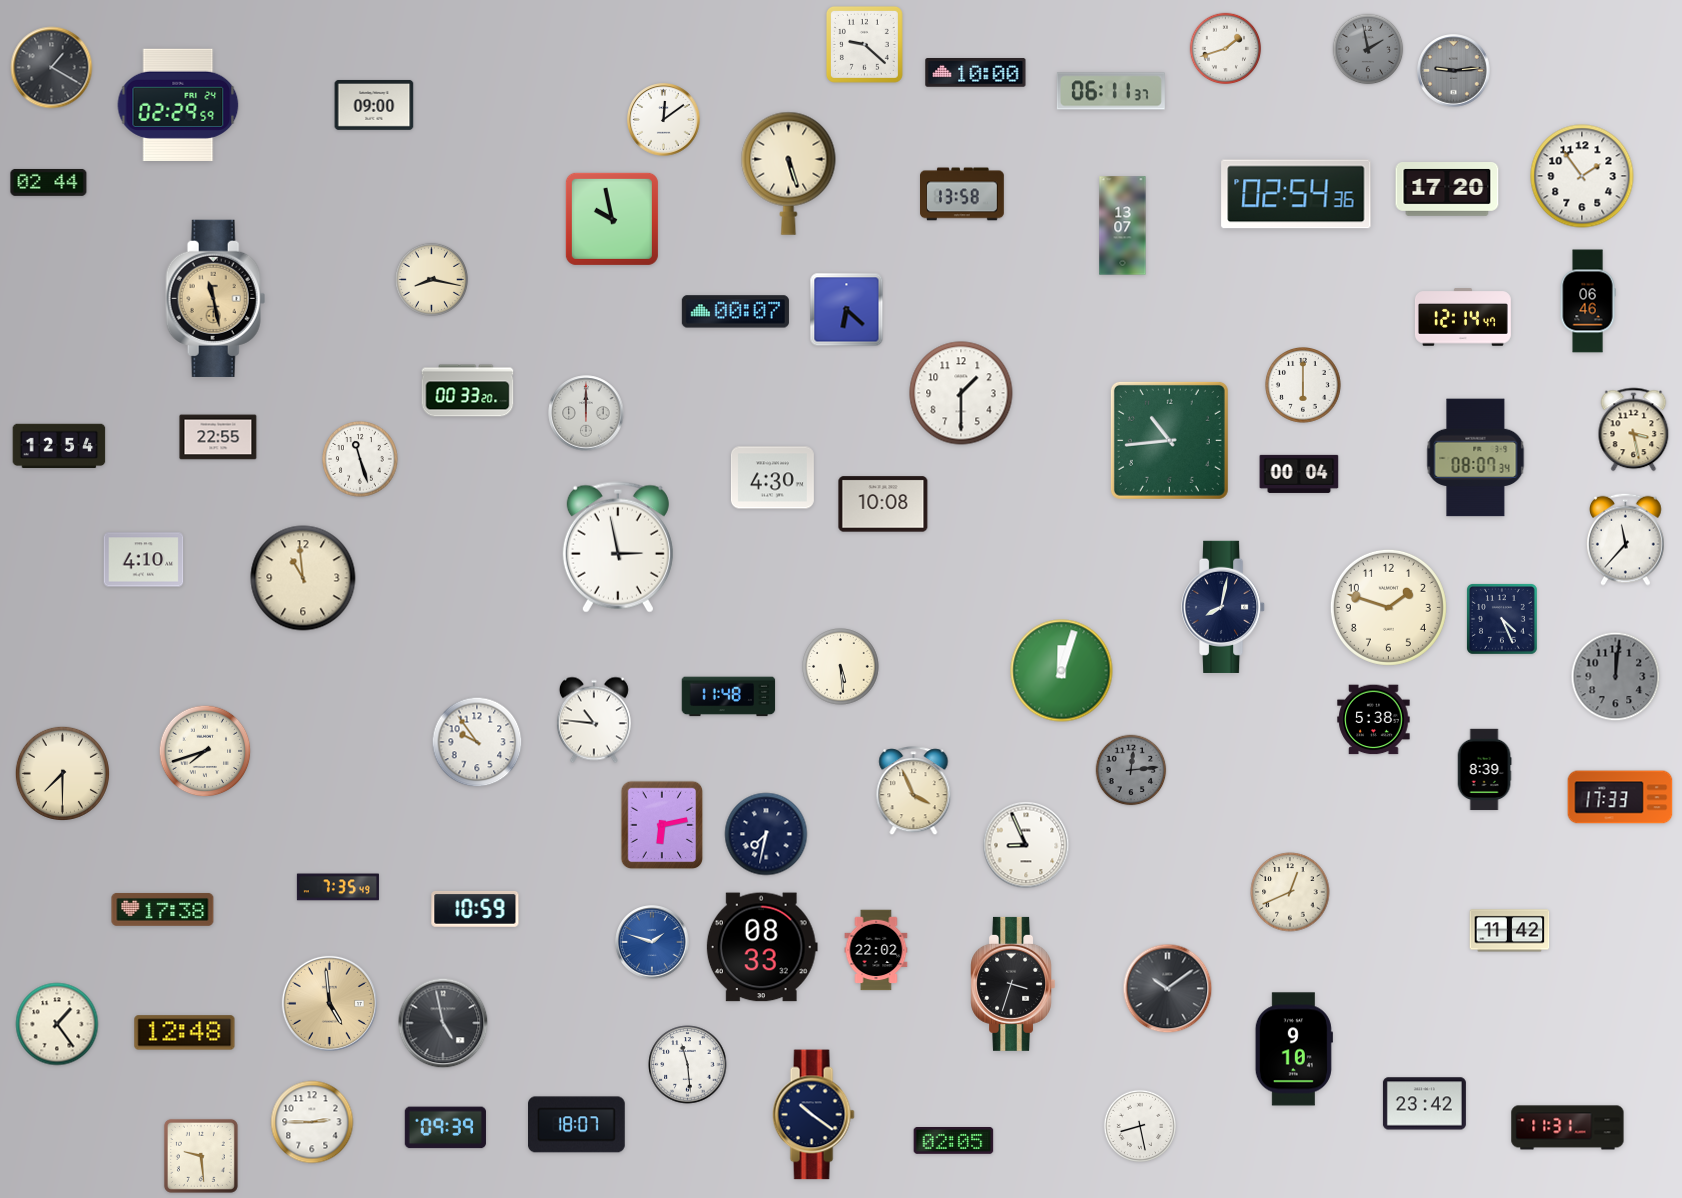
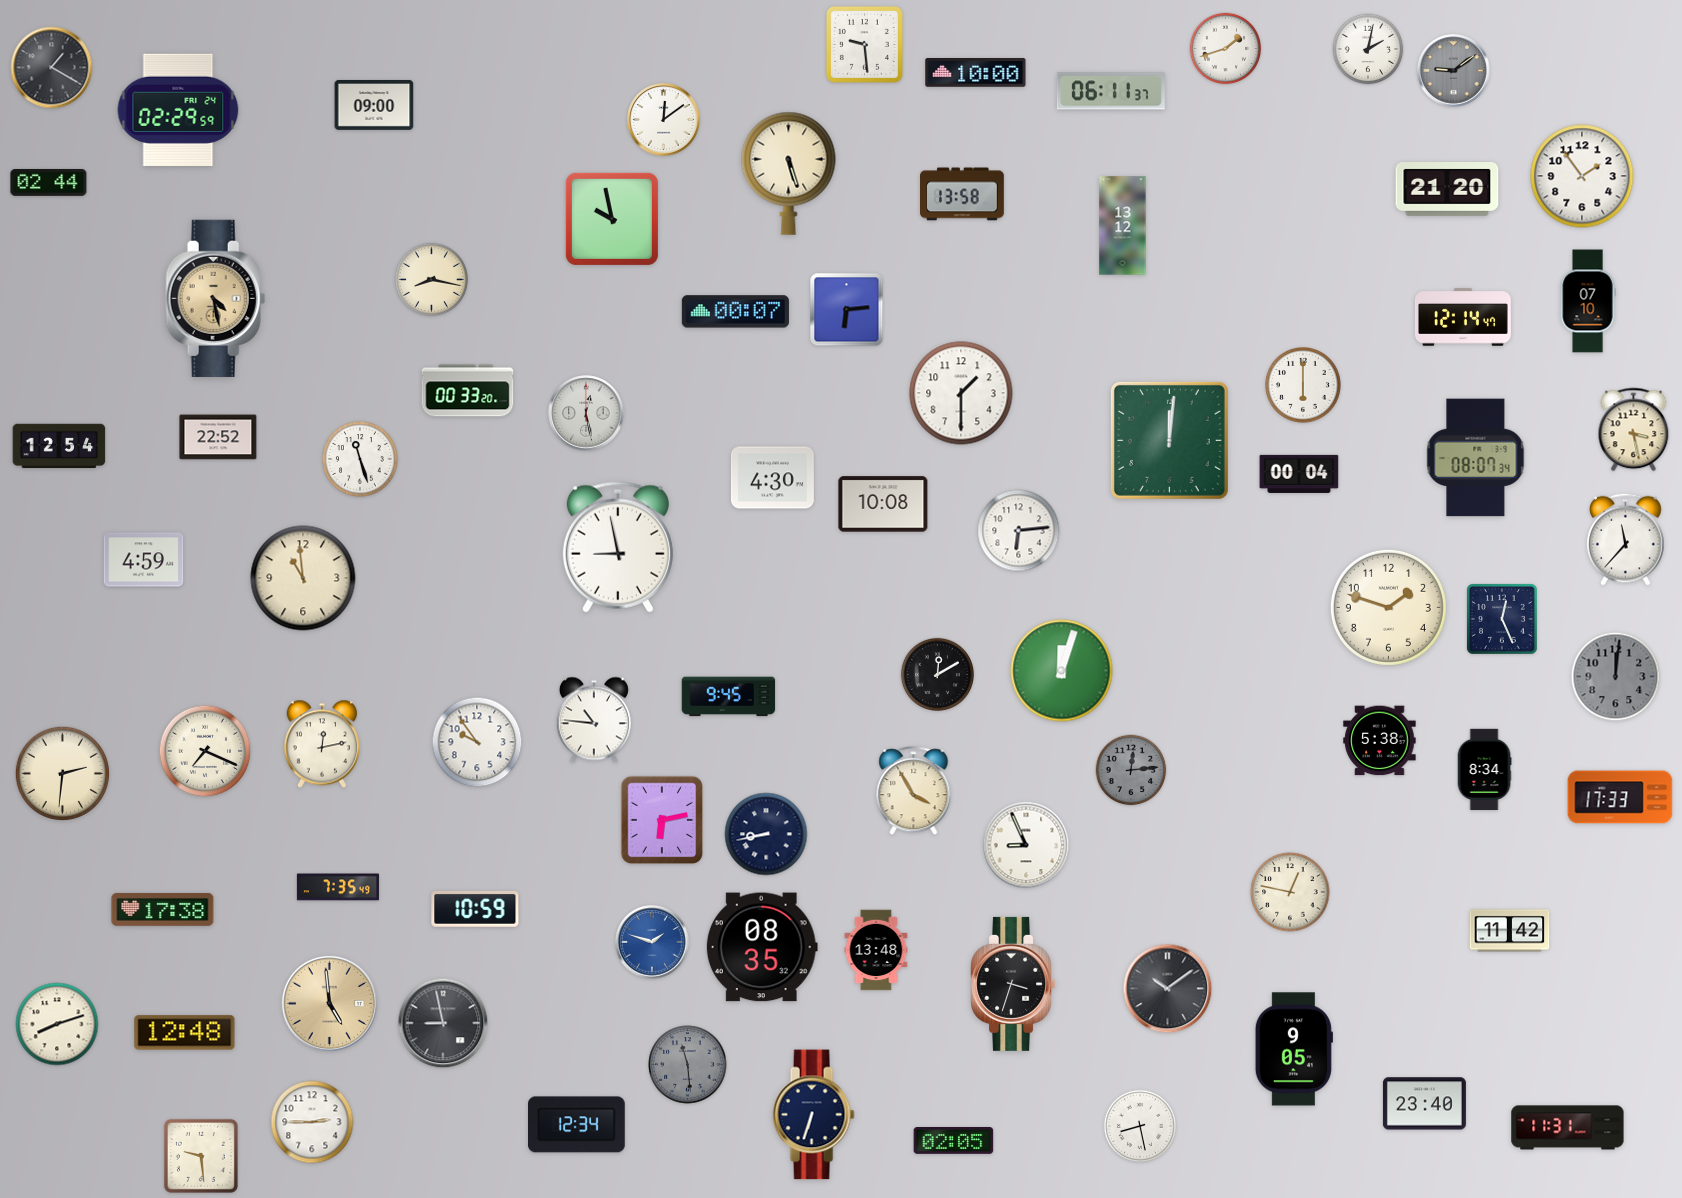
clock at (864, 44): 9:22 -> 9:29
clock at (1368, 49): 1:58 -> 2:02
clock at (1368, 49) dial: grey -> white
clock at (1454, 71): 9:14 -> 9:09
clock at (178, 105) position: (178, 105) -> (178, 110)
clock at (1447, 190): 17:20 -> 21:20
clock at (1296, 194): 02:54 -> none
clock at (1123, 226): 13:07 -> 13:12
clock at (216, 298): 11:28 -> 4:28
clock at (1588, 301): 06:46 -> 07:10
clock at (847, 310): 6:22 -> 6:14
clock at (586, 413): 12:00 -> 12:28
clock at (218, 437): 22:55 -> 22:52
clock at (1169, 440): 10:44 -> 12:01
clock at (1019, 531): none -> 6:14
clock at (618, 547): 2:58 -> 8:58
clock at (144, 560): 4:10 -> 4:59
clock at (1224, 607): 8:02 -> none
clock at (1503, 620): 4:26 -> 12:26
clock at (841, 667): 5:29 -> none
clock at (937, 674): none -> 12:10
clock at (729, 697): 11:48 -> 9:45
clock at (1374, 720) position: (1374, 720) -> (1380, 741)
clock at (322, 744): none -> 12:13
clock at (205, 751): 7:42 -> 7:19
clock at (1484, 770): 8:39 -> 8:34
clock at (62, 773): 7:30 -> 2:31
clock at (914, 791): 3:56 -> 3:55
clock at (662, 825) position: (662, 825) -> (662, 820)
clock at (766, 834): 7:32 -> 8:43
clock at (1290, 892): 12:41 -> 12:47
clock at (762, 947): 08:33 -> 08:35
clock at (876, 950): 22:02 -> 13:48
clock at (443, 1023): 4:58 -> 8:58
clock at (57, 1024): 1:24 -> 8:12
clock at (1294, 1049): 9:10 -> 9:05
clock at (688, 1065) dial: white -> grey
clock at (1424, 1104): 23:42 -> 23:40
clock at (813, 1115): 10:21 -> 6:33
clock at (577, 1125): 18:07 -> 12:34
clock at (445, 1128): 09:39 -> none
